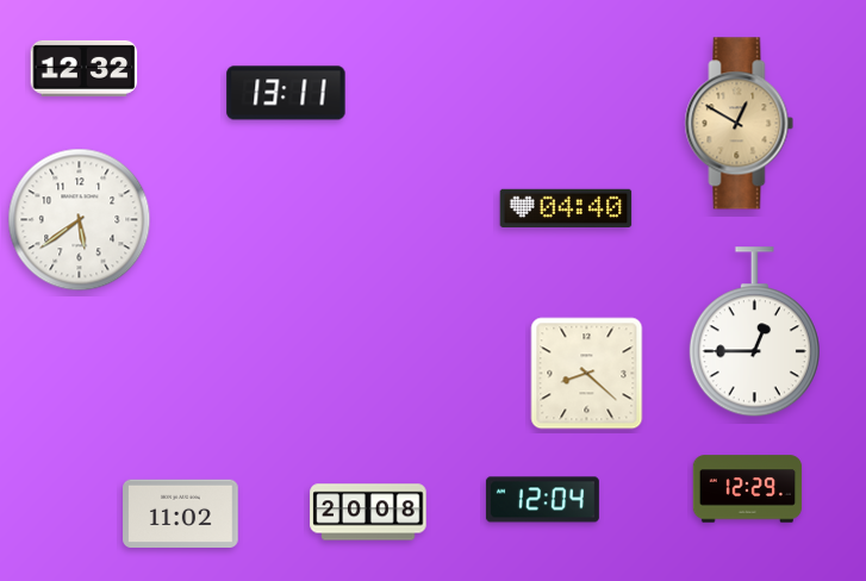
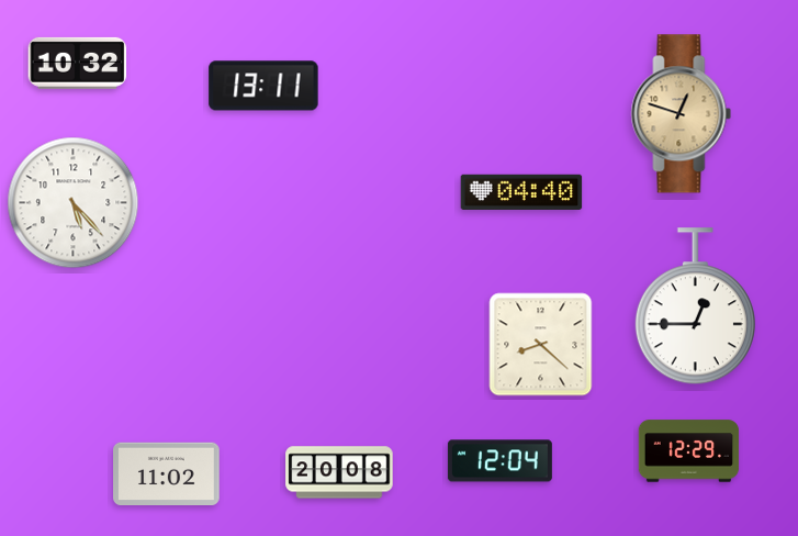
clock at (85, 68): 12:32 -> 10:32
clock at (740, 124): 12:50 -> 12:48
clock at (80, 220): 5:39 -> 5:23
